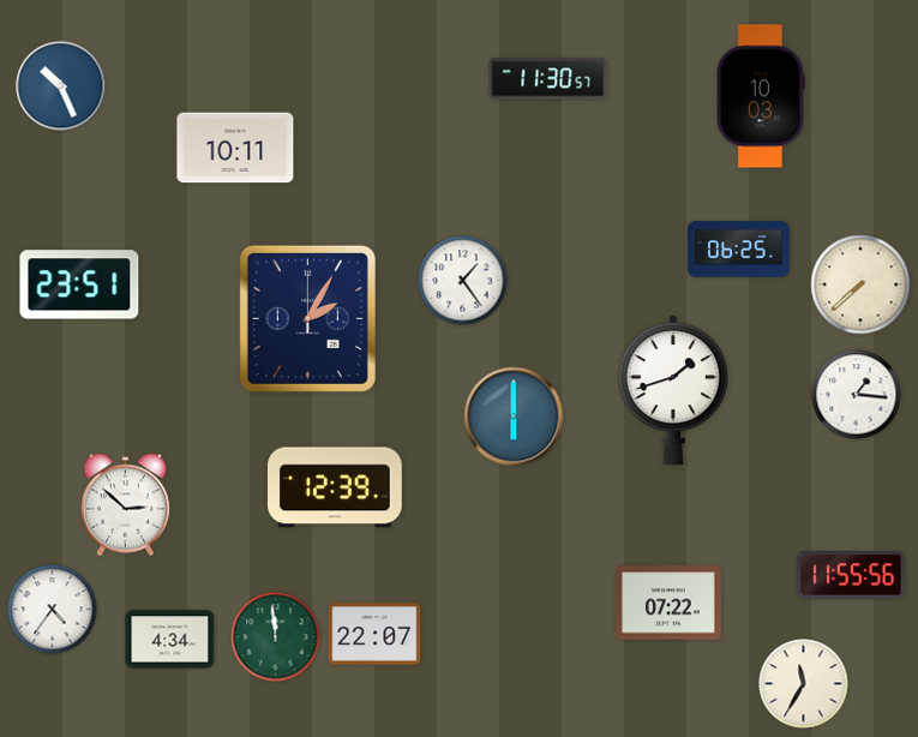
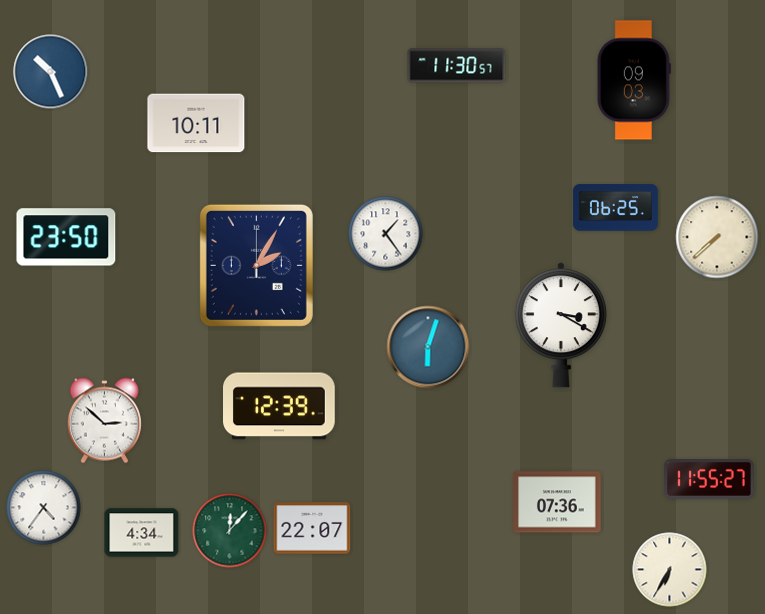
clock at (761, 96): 10:03 -> 09:03
clock at (79, 284): 23:51 -> 23:50
clock at (673, 390): 1:42 -> 3:20
clock at (857, 395): 1:16 -> none
clock at (514, 417): 6:00 -> 6:03
clock at (851, 575): 11:55:56 -> 11:55:27
clock at (668, 603): 07:22 -> 07:36
clock at (276, 637): 11:59 -> 12:07
clock at (804, 684): 11:35 -> 6:35
